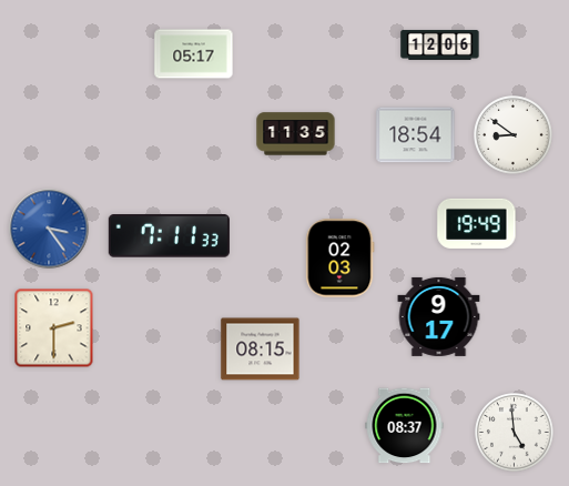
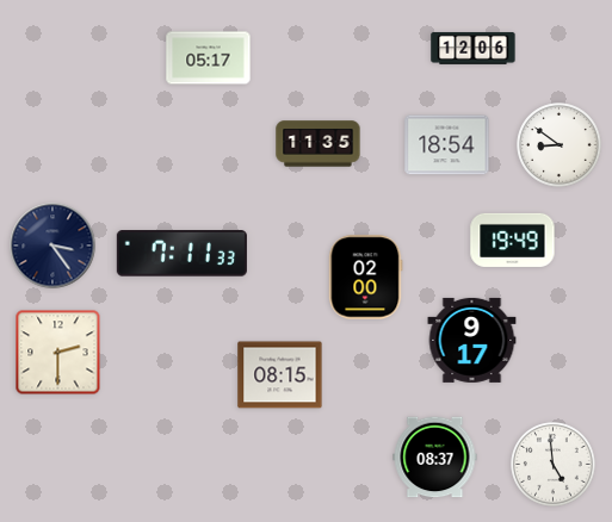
clock at (514, 135) position: (514, 135) -> (560, 145)
clock at (49, 229) dial: blue -> navy
clock at (341, 259): 02:03 -> 02:00
